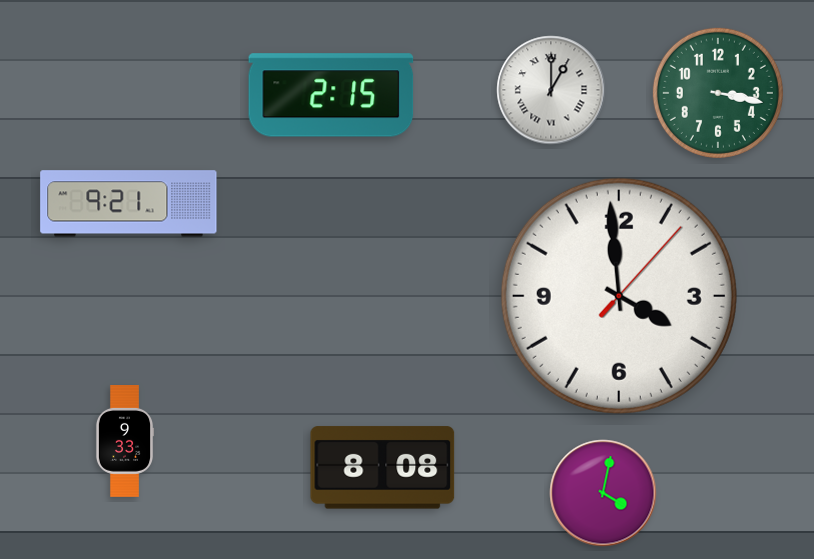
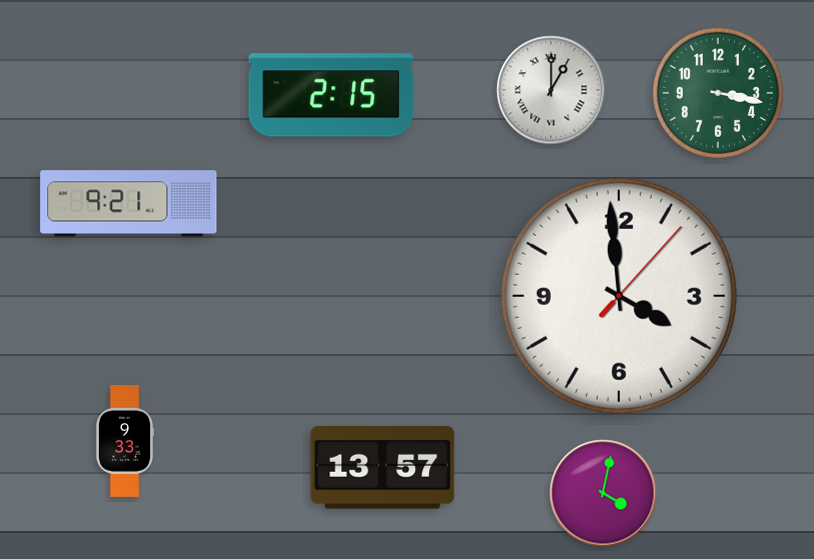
clock at (383, 468): 8:08 -> 13:57
